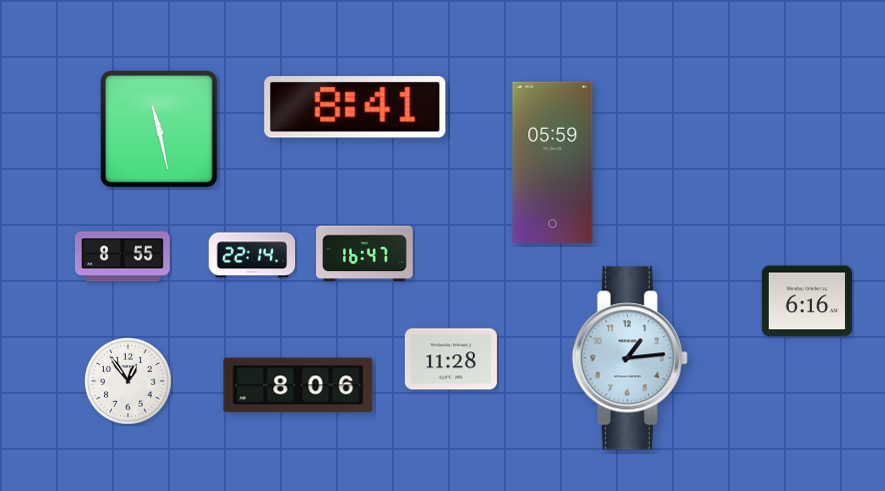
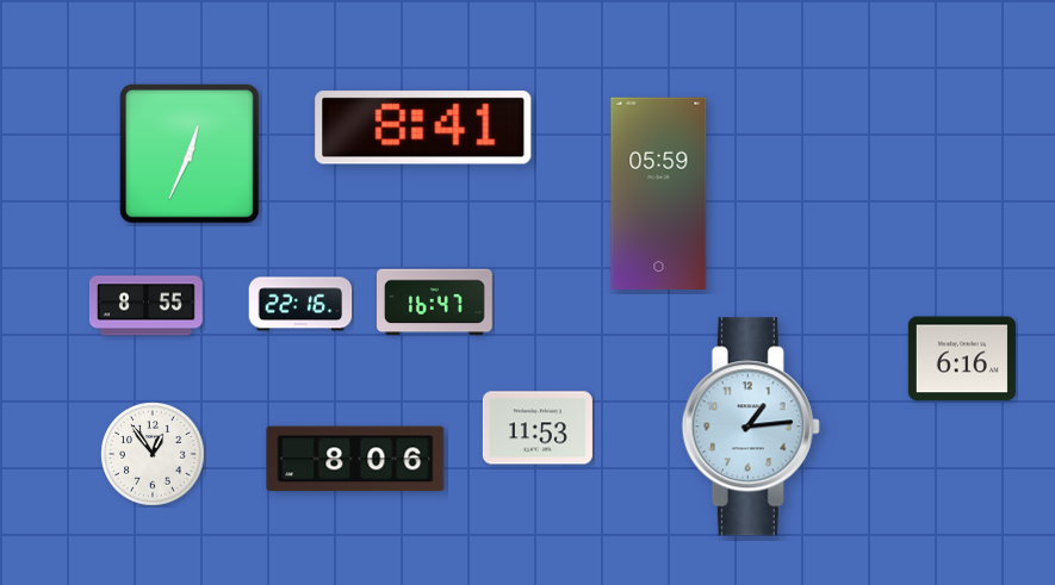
clock at (160, 130): 11:28 -> 12:34
clock at (252, 255): 22:14 -> 22:16
clock at (451, 359): 11:28 -> 11:53
